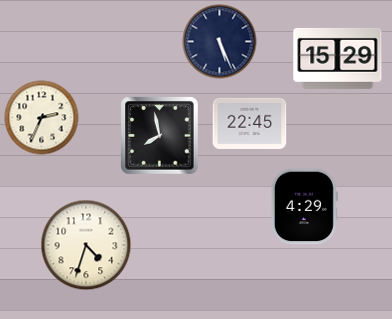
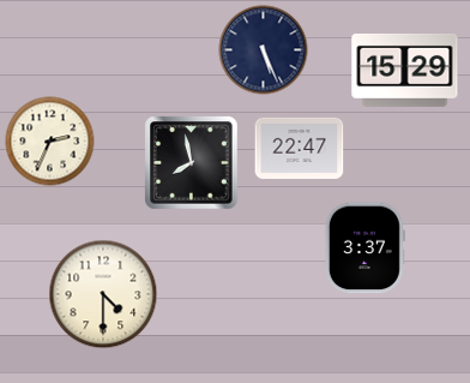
clock at (250, 123): 22:45 -> 22:47
clock at (304, 207): 4:29 -> 3:37
clock at (86, 245): 4:33 -> 4:30
